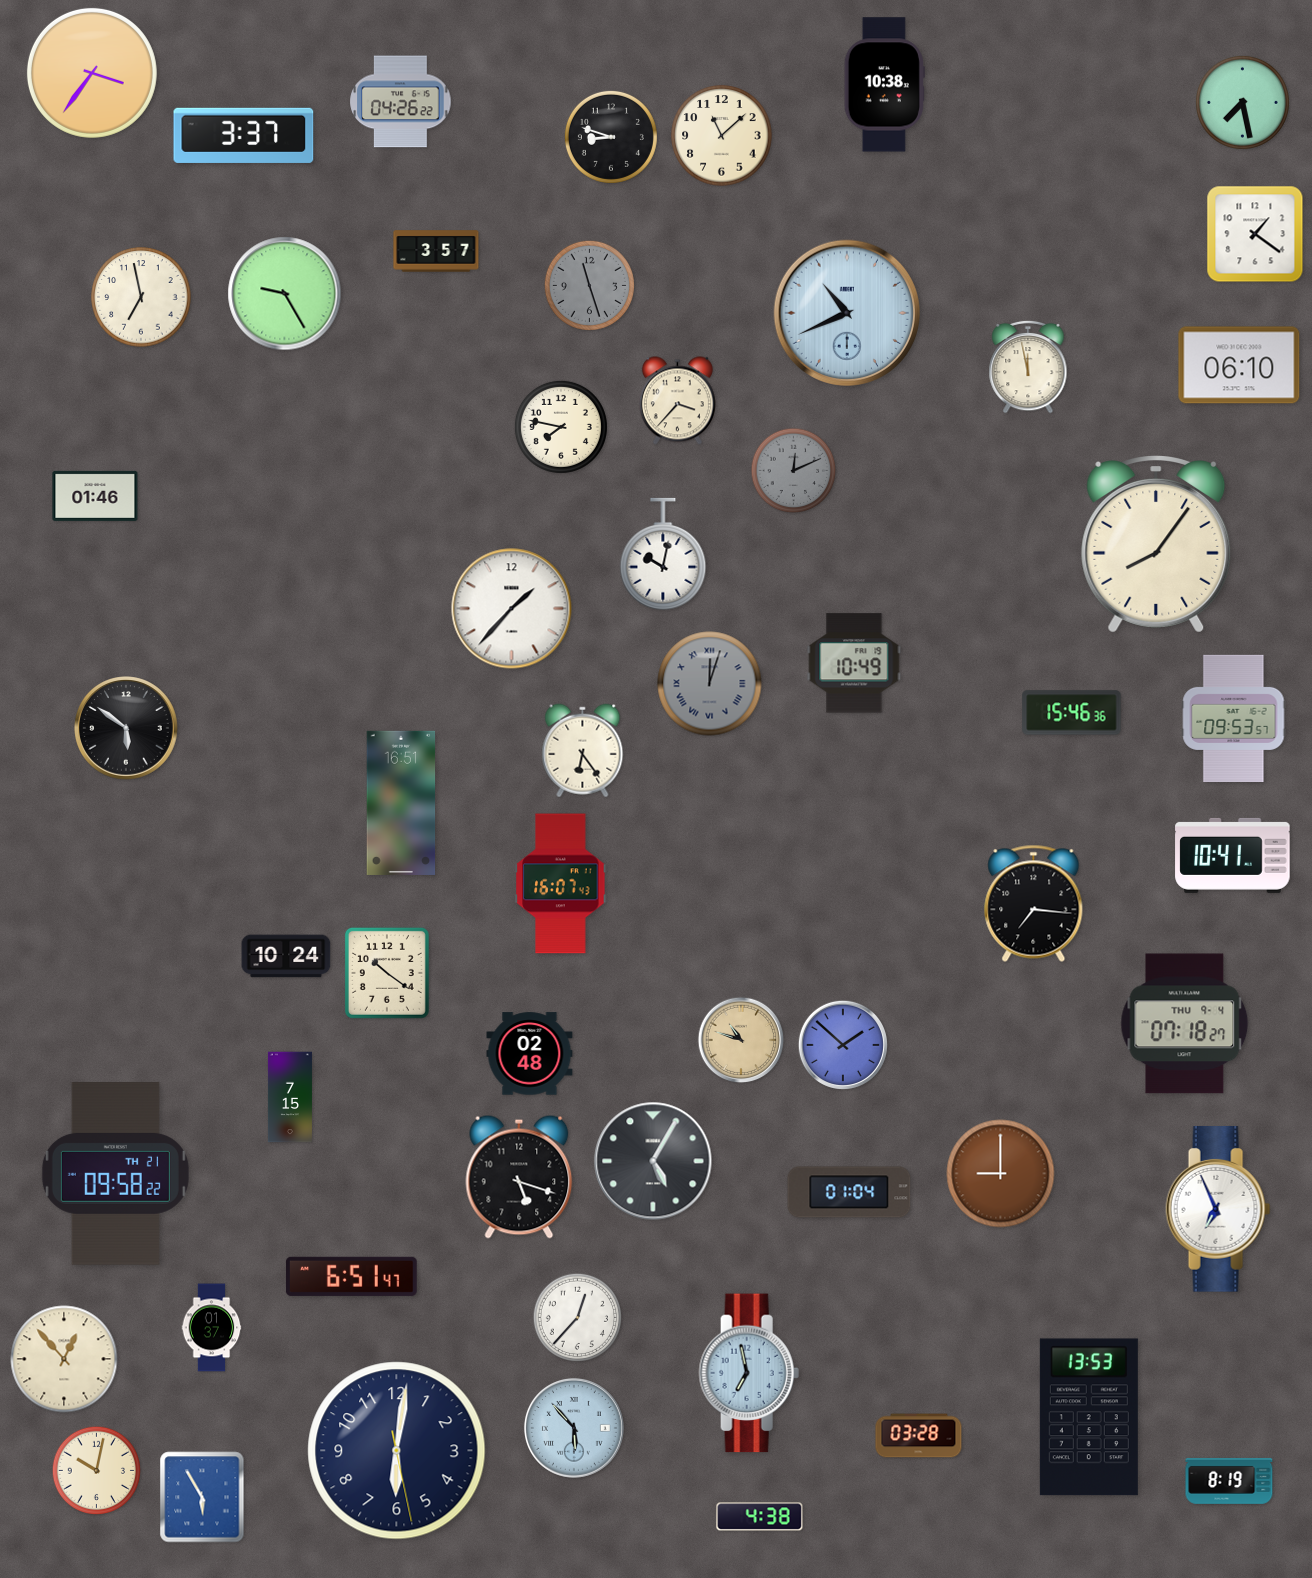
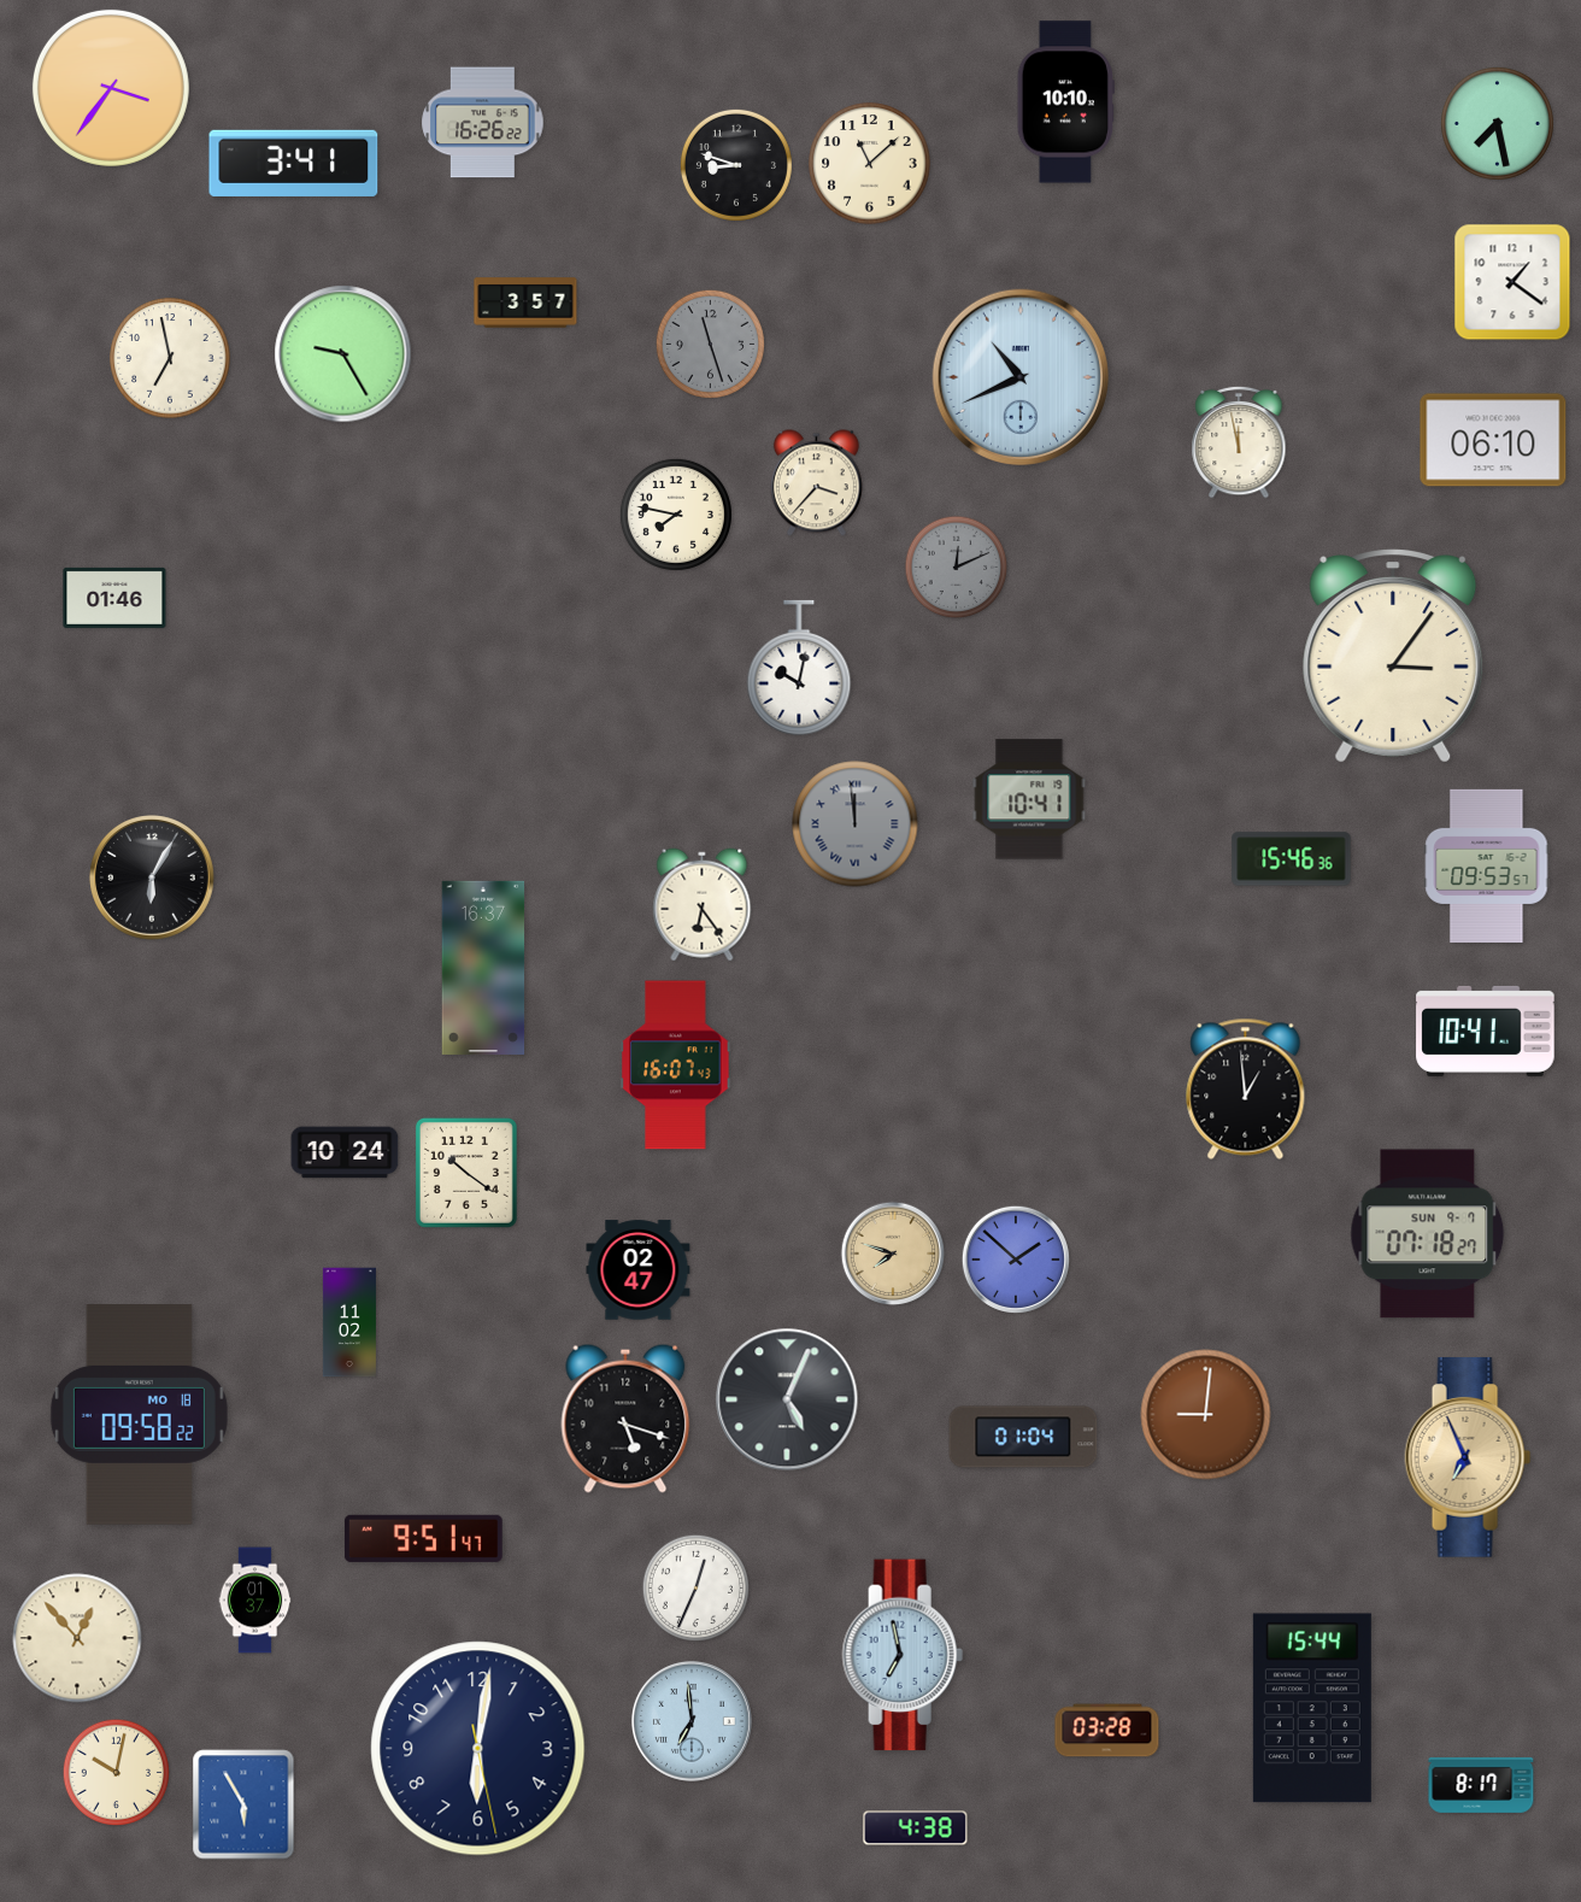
clock at (884, 85): 10:38 -> 10:10
clock at (401, 102): 04:26 -> 16:26
clock at (244, 135): 3:37 -> 3:41
clock at (1156, 544): 8:06 -> 3:06
clock at (512, 609): 1:37 -> none
clock at (854, 663): 10:49 -> 10:41
clock at (710, 684): 12:03 -> 11:59
clock at (126, 728): 5:51 -> 6:05
clock at (401, 803): 16:51 -> 16:37
clock at (1034, 903): 7:16 -> 12:59
clock at (1185, 1024) date: THU 9-4 -> SUN 9-7
clock at (741, 1040): 10:48 -> 7:48
clock at (530, 1054): 02:48 -> 02:47
clock at (290, 1097): 7:15 -> 11:02
clock at (653, 1161): 5:05 -> 5:04
clock at (115, 1174) date: TH 21 -> MO 18
clock at (1001, 1174): 9:00 -> 9:01
clock at (1218, 1210) dial: white -> champagne
clock at (352, 1276): 6:51 -> 9:51
clock at (577, 1317): 12:37 -> 12:34
clock at (1089, 1417): 13:53 -> 15:44
clock at (574, 1428): 5:53 -> 6:59
clock at (1229, 1481): 8:19 -> 8:17
